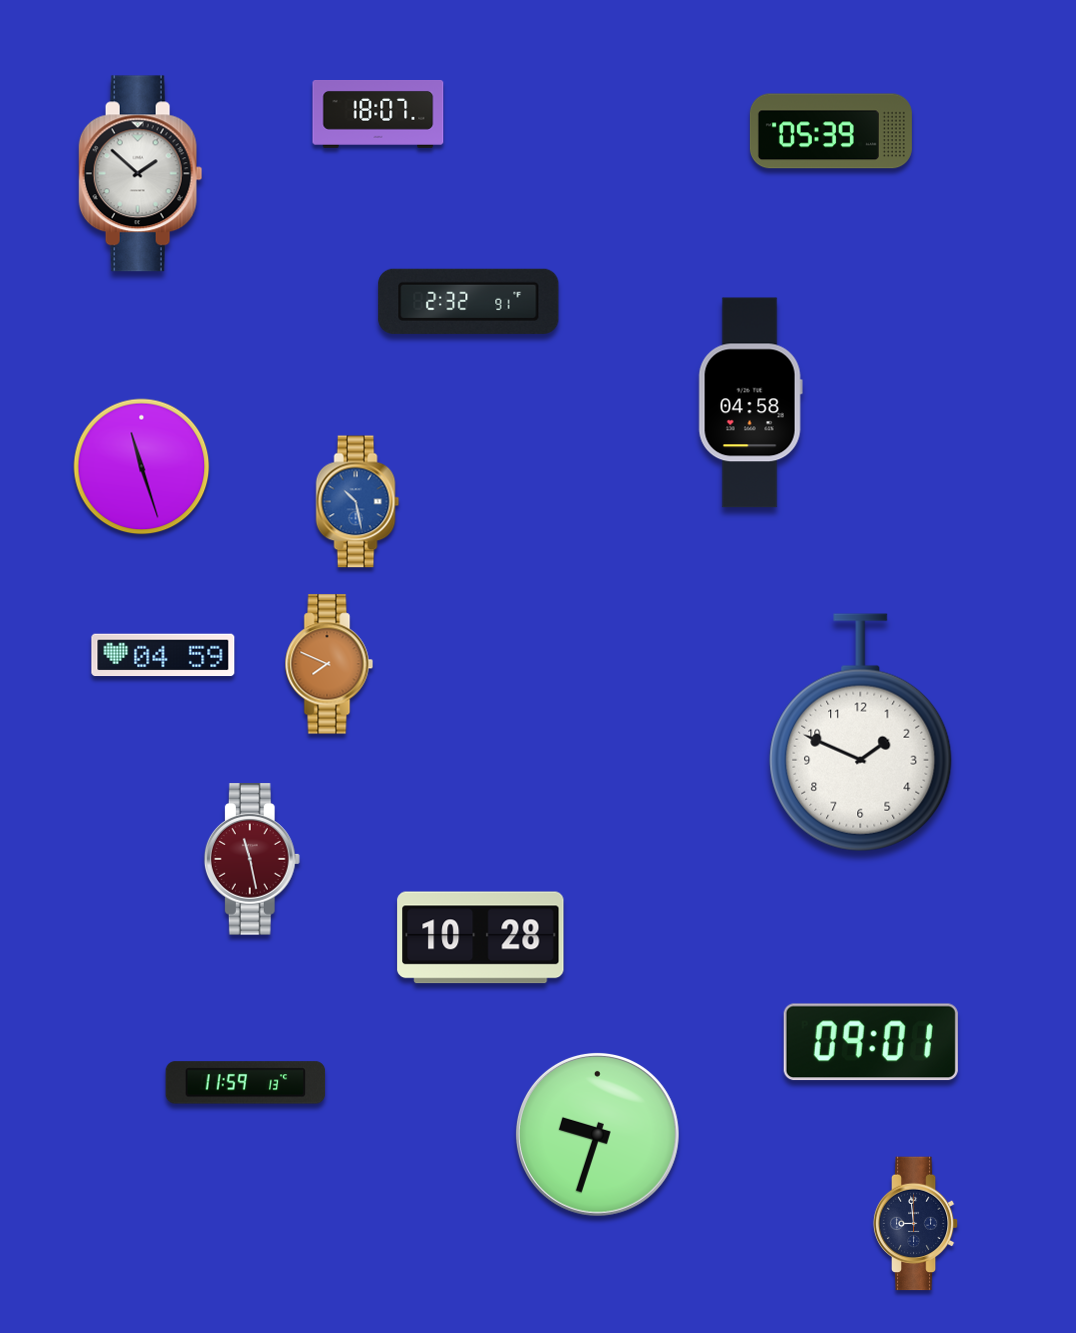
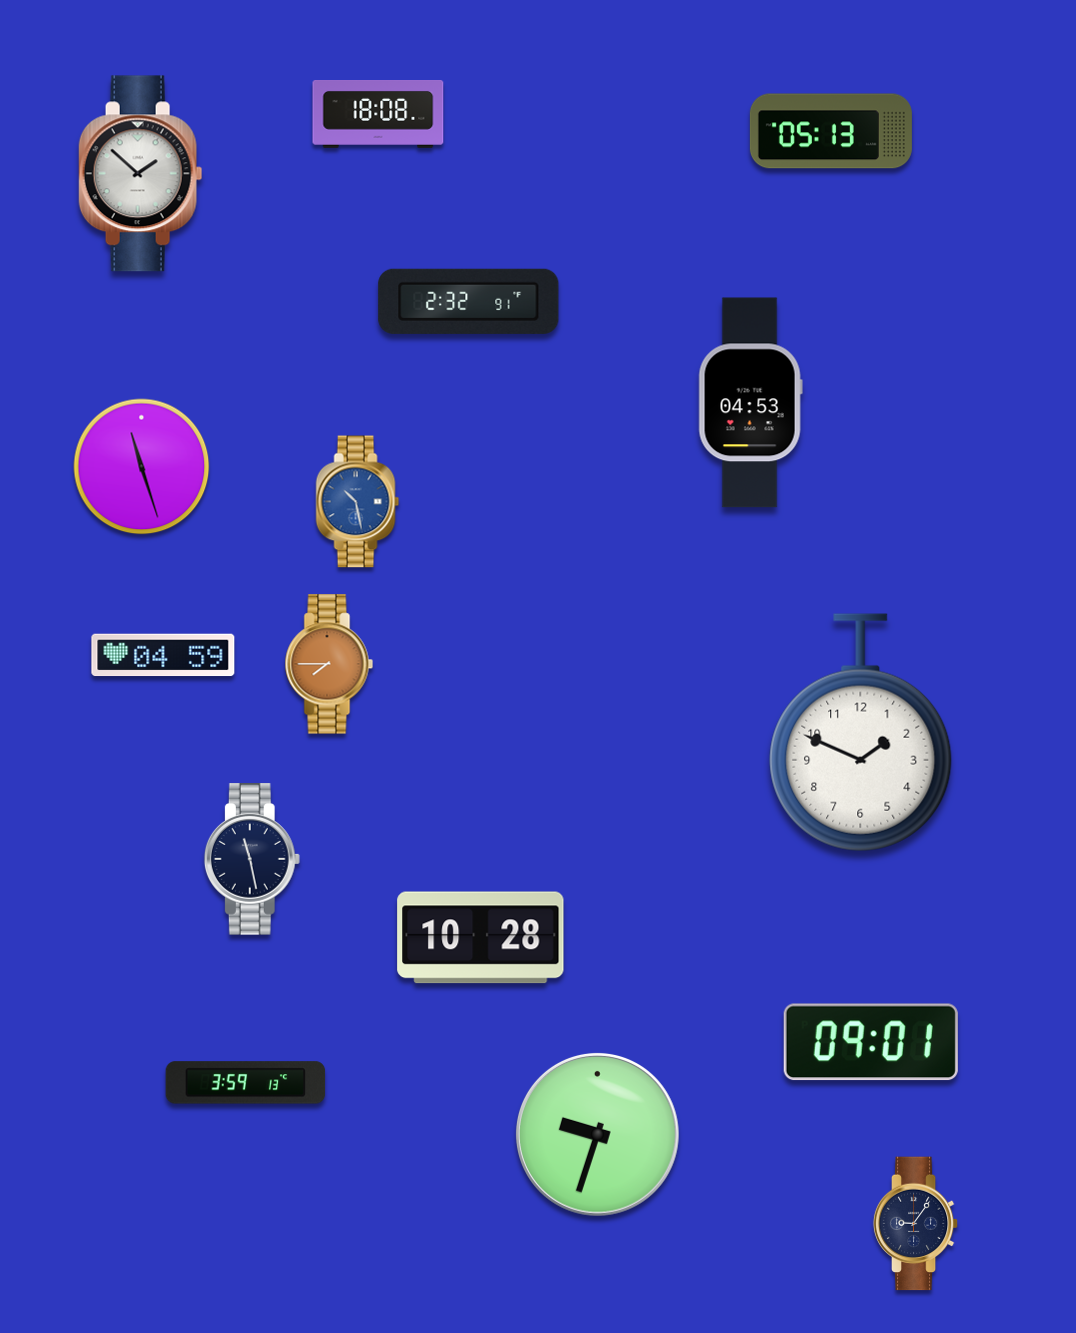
clock at (378, 115): 18:07 -> 18:08
clock at (831, 131): 05:39 -> 05:13
clock at (750, 403): 04:58 -> 04:53
clock at (329, 664): 7:49 -> 7:45
clock at (252, 859) dial: burgundy -> navy
clock at (246, 1083): 11:59 -> 3:59
clock at (916, 1224): 8:59 -> 9:06
